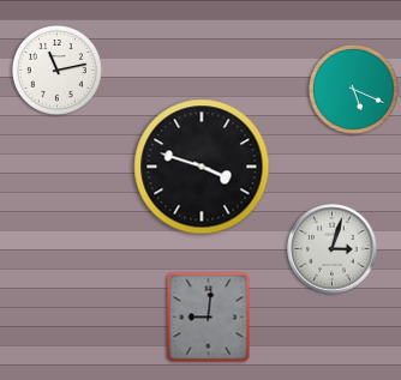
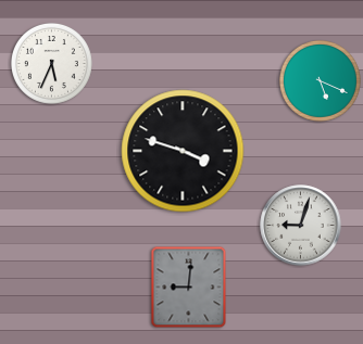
clock at (56, 70): 11:13 -> 5:34
clock at (333, 249): 3:03 -> 9:03
